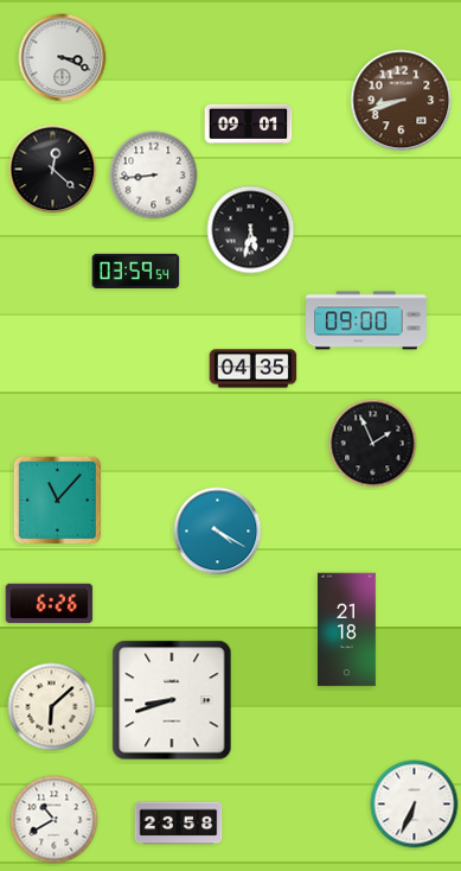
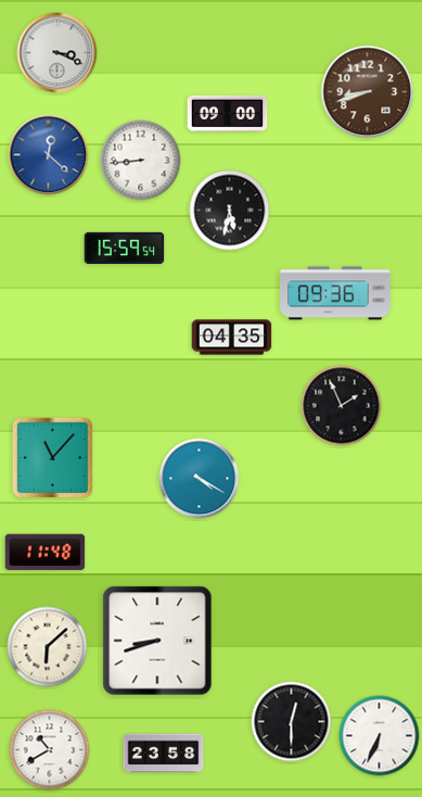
clock at (249, 123): 09:01 -> 09:00
clock at (53, 170) dial: black -> blue
clock at (136, 271): 03:59 -> 15:59
clock at (367, 320): 09:00 -> 09:36
clock at (218, 532) position: (218, 532) -> (200, 479)
clock at (50, 604): 6:26 -> 11:48
clock at (347, 630): 21:18 -> none
clock at (292, 722): none -> 12:30
